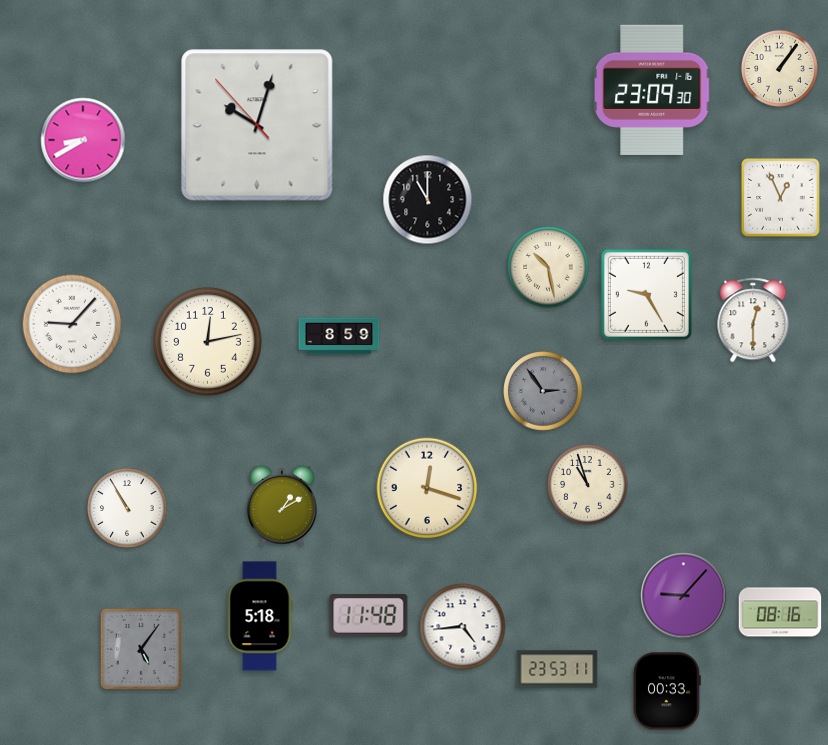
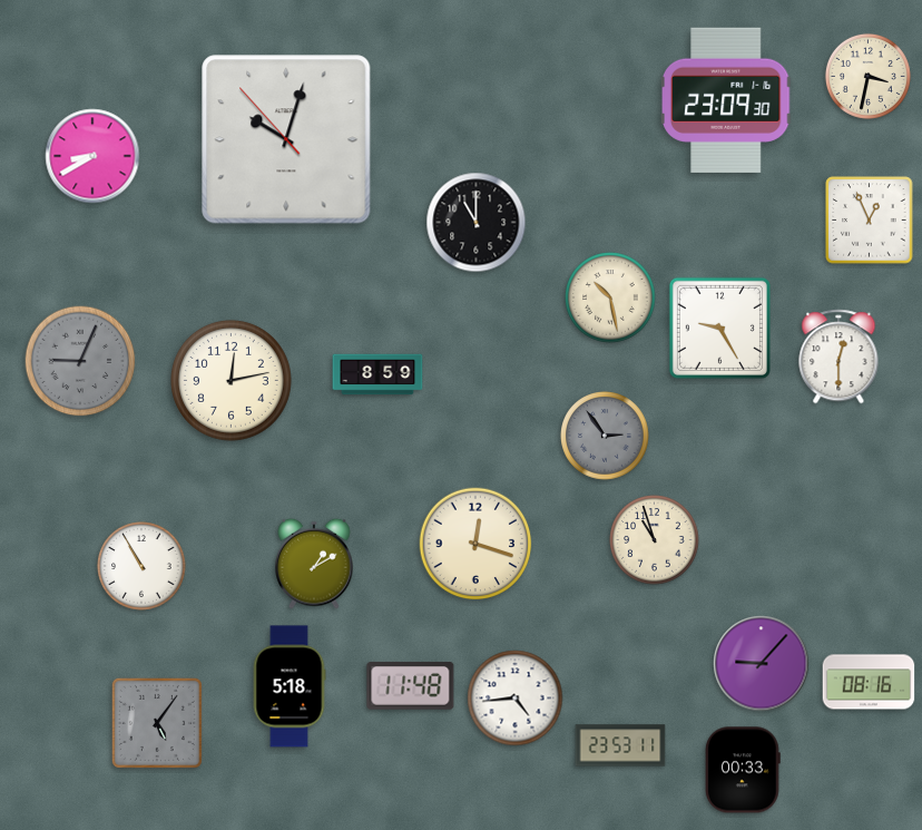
clock at (779, 68): 1:06 -> 3:32
clock at (72, 324): 9:07 -> 9:04
clock at (72, 324) dial: white -> grey
